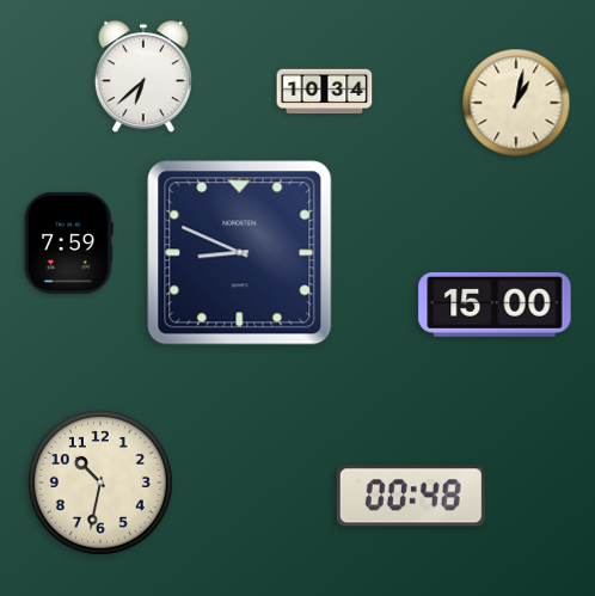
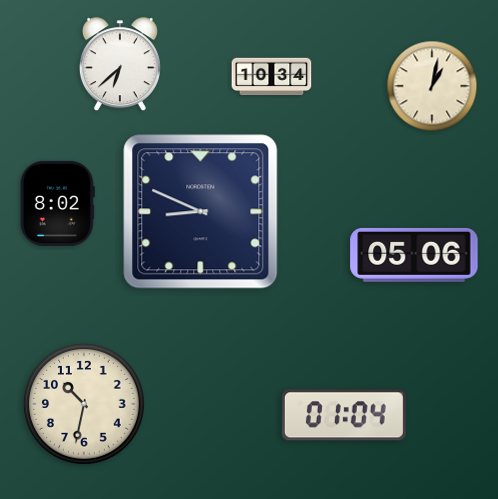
clock at (68, 242): 7:59 -> 8:02
clock at (495, 305): 15:00 -> 05:06
clock at (411, 496): 00:48 -> 01:04
